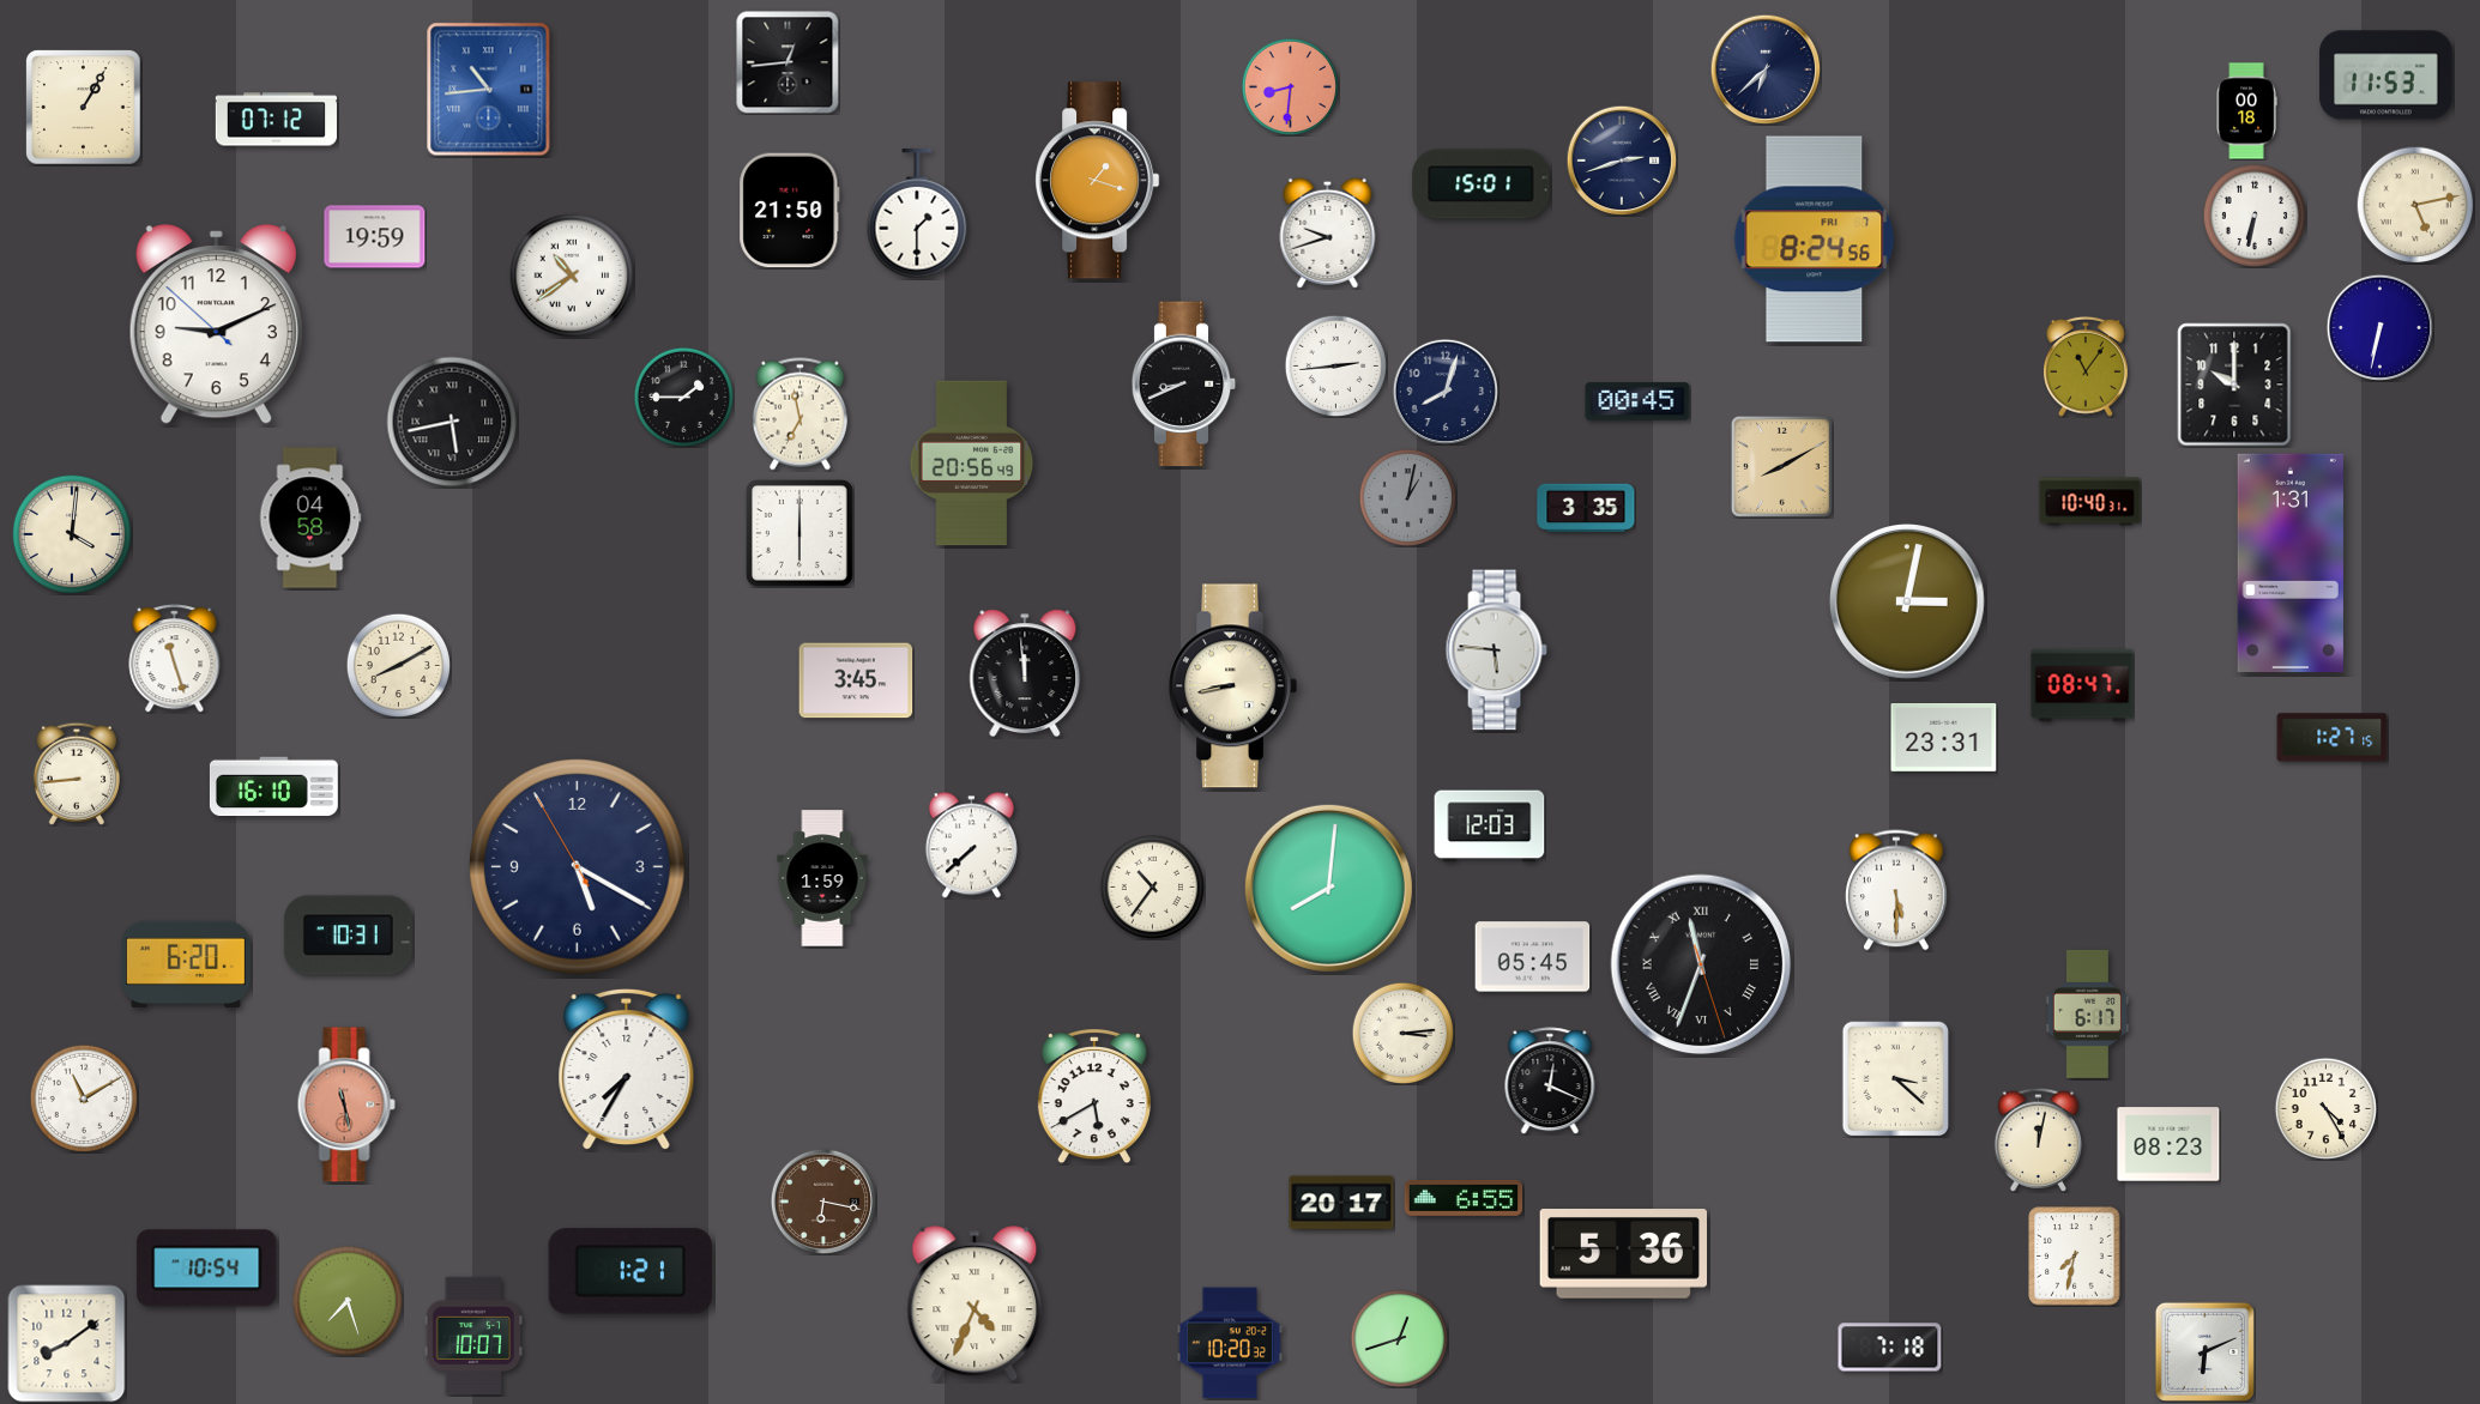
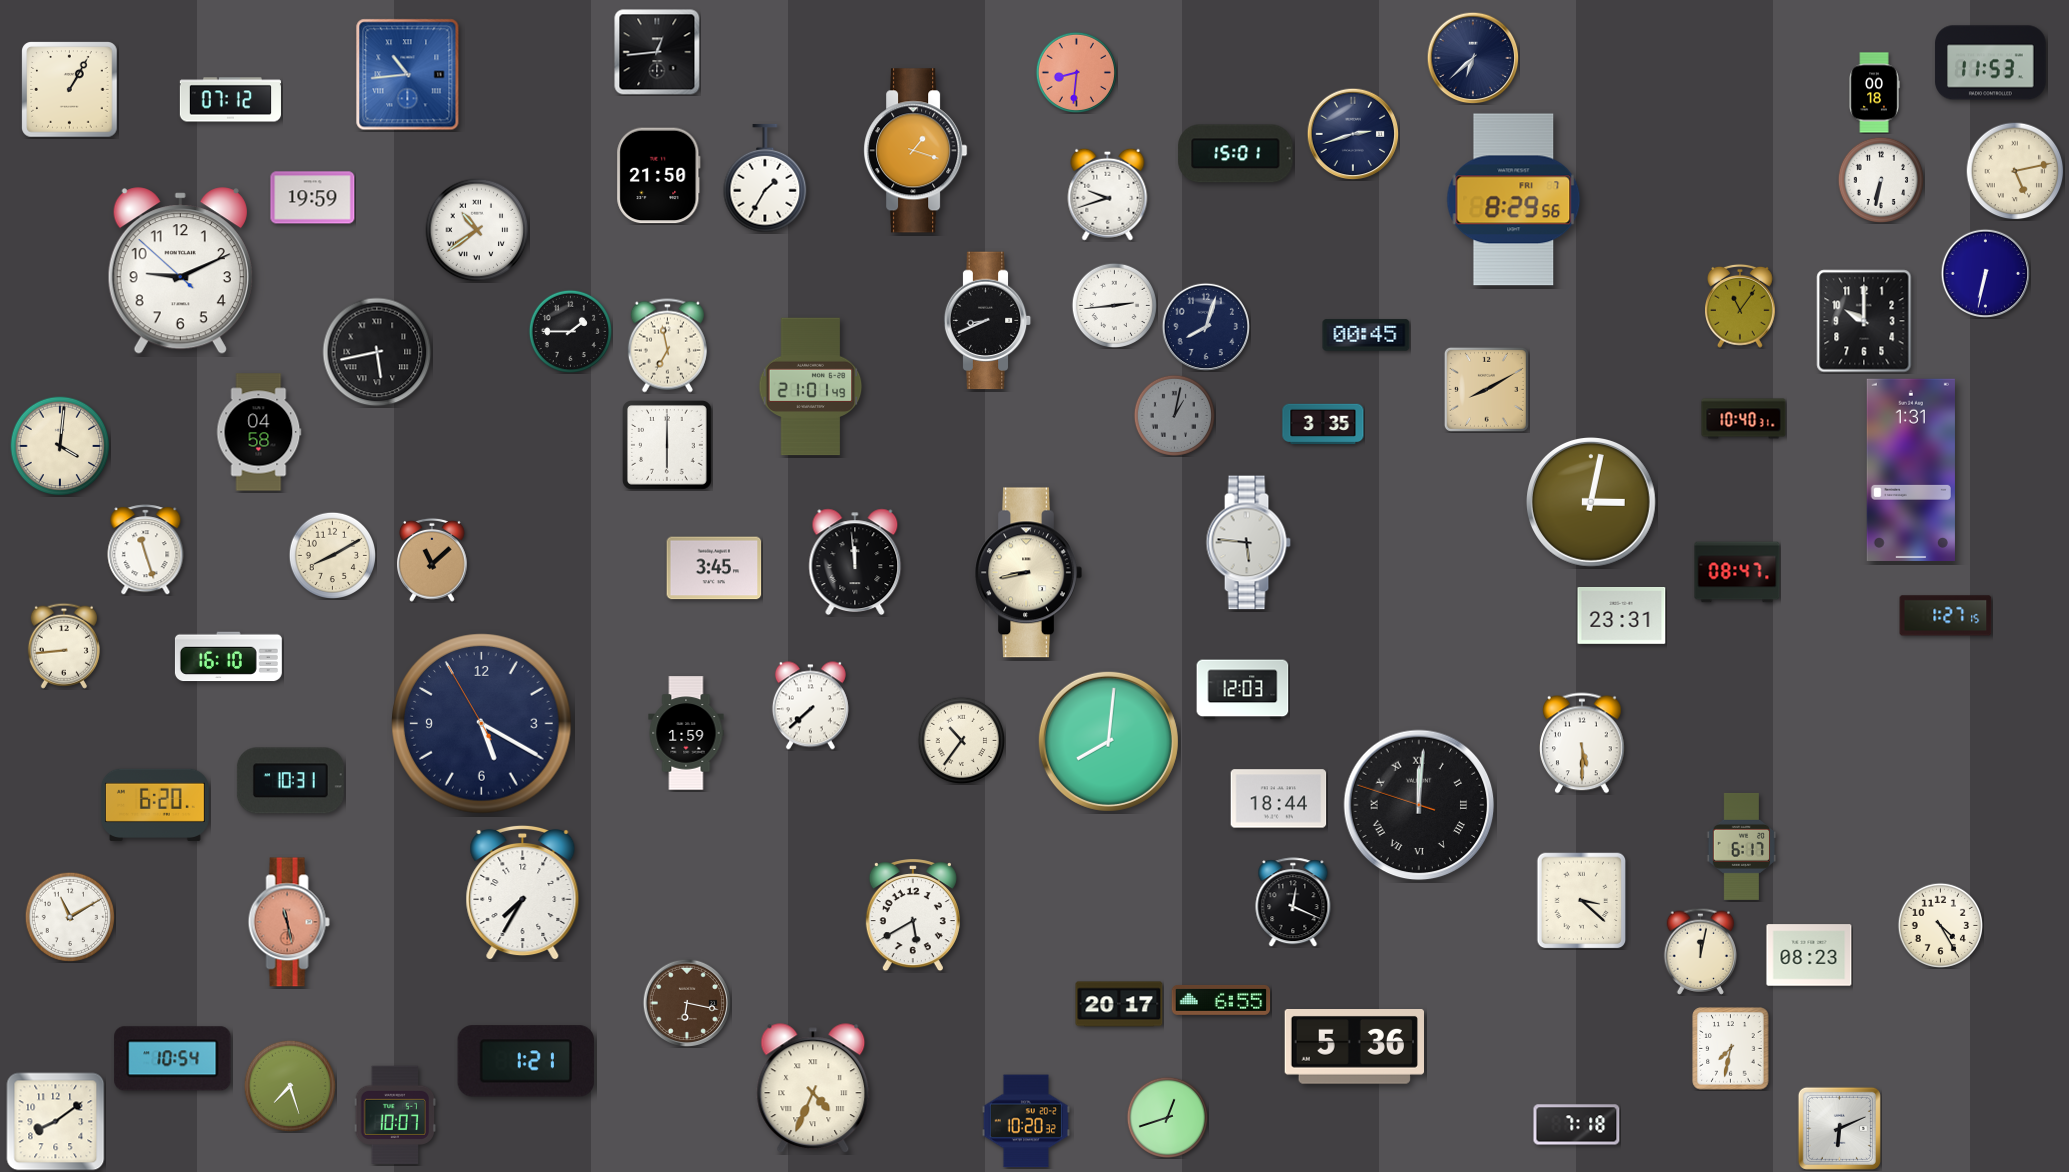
clock at (917, 213): 1:30 -> 1:35
clock at (1815, 240): 8:24 -> 8:29
clock at (972, 464): 20:56 -> 21:01
clock at (433, 560): none -> 11:08
clock at (1533, 957): 05:45 -> 18:44
clock at (1701, 964): 11:33 -> 12:00
clock at (1402, 1033): 3:14 -> none
